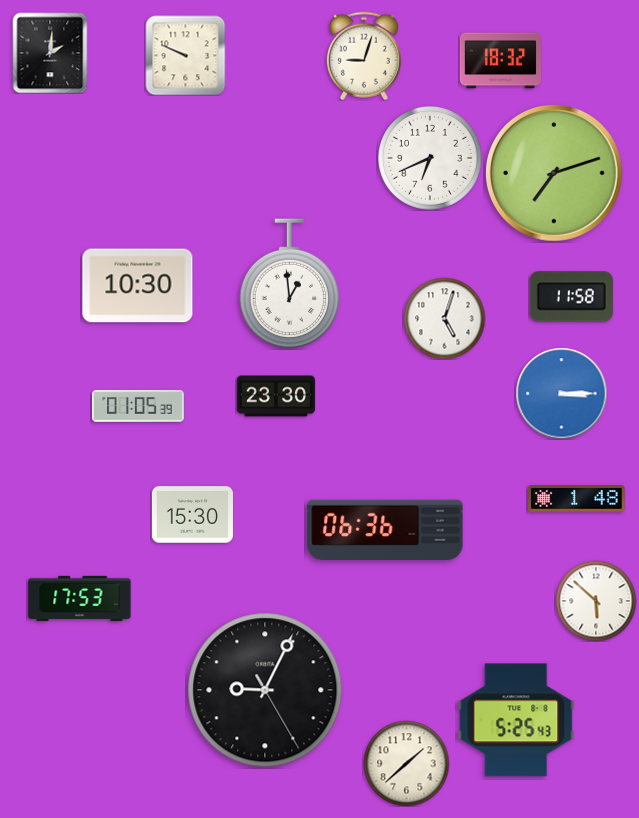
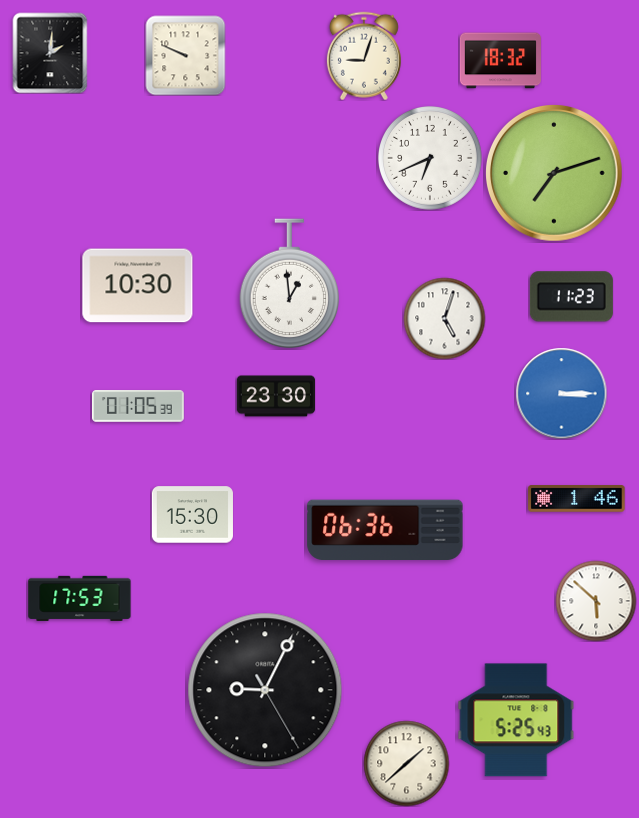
clock at (571, 297): 11:58 -> 11:23
clock at (577, 499): 1:48 -> 1:46
